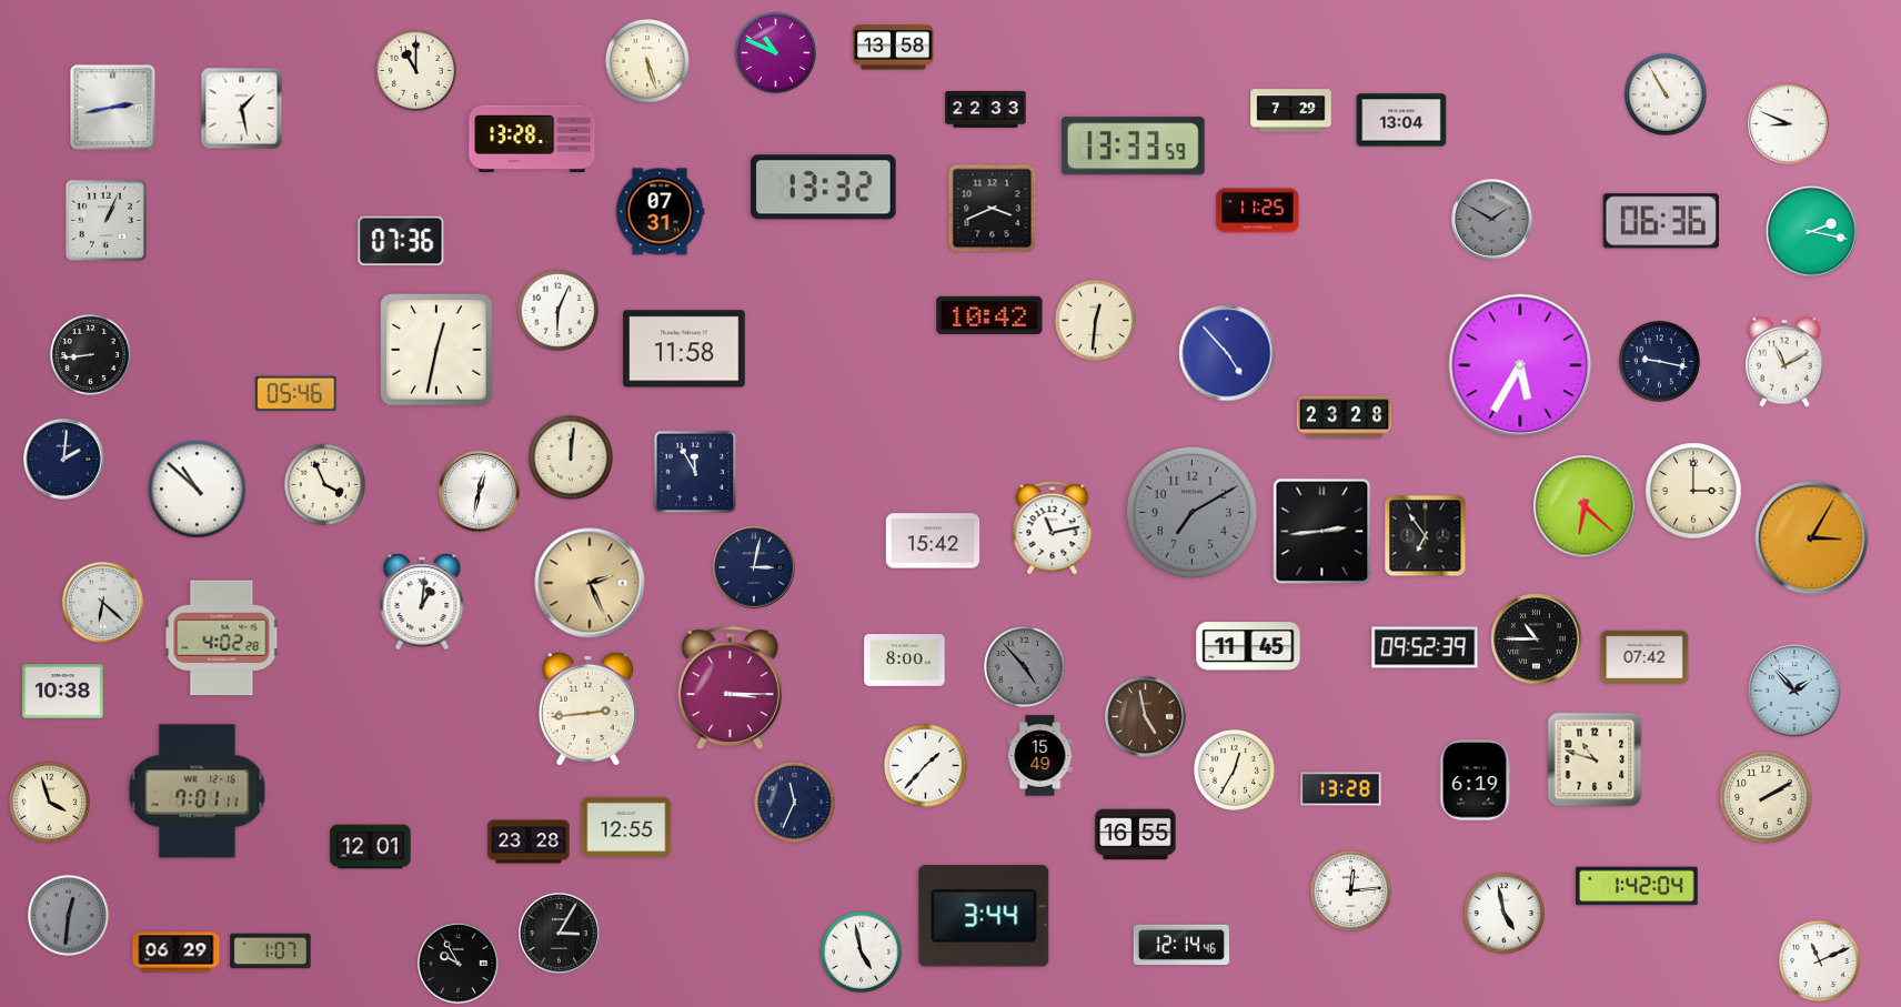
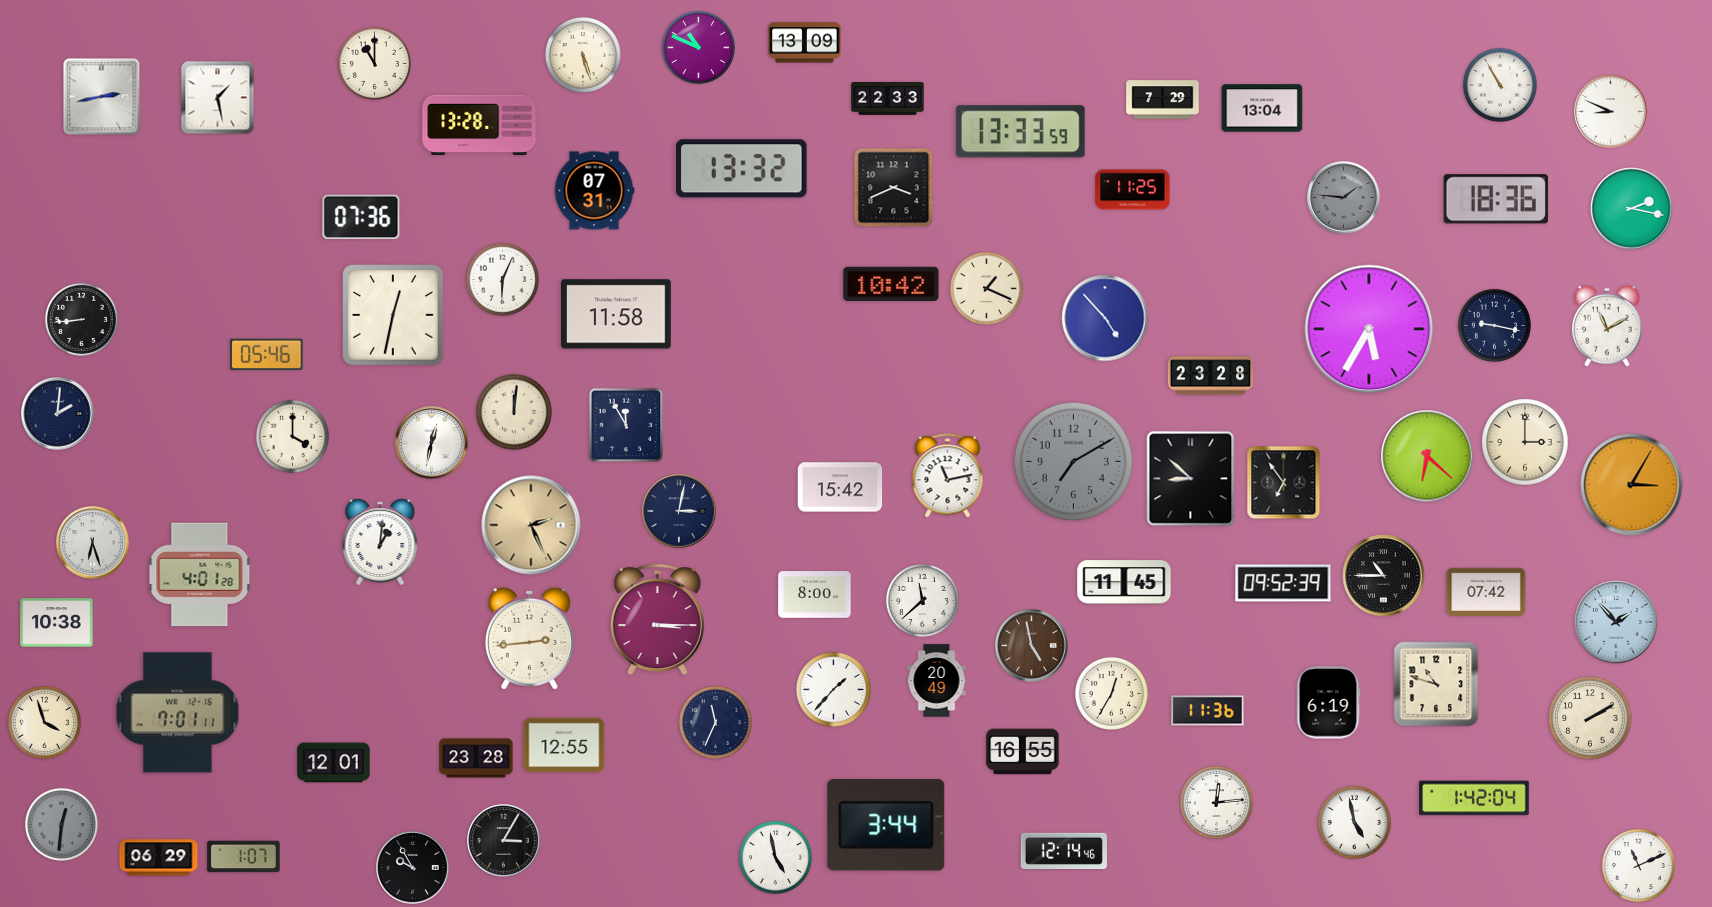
clock at (894, 48): 13:58 -> 13:09
clock at (1492, 220): 1:50 -> 1:46
clock at (107, 221): 1:04 -> none
clock at (1661, 221): 06:36 -> 18:36
clock at (1095, 320): 12:31 -> 1:19
clock at (324, 484): 3:56 -> 4:00
clock at (198, 490): 10:52 -> none
clock at (1322, 532): 2:44 -> 8:52
clock at (103, 603): 6:22 -> 6:27
clock at (222, 638): 4:02 -> 4:01
clock at (1644, 656) position: (1644, 656) -> (1486, 591)
clock at (1024, 666): 4:53 -> 11:38
clock at (1024, 666) dial: grey -> white
clock at (1040, 756): 15:49 -> 20:49
clock at (1341, 789): 13:28 -> 11:36
